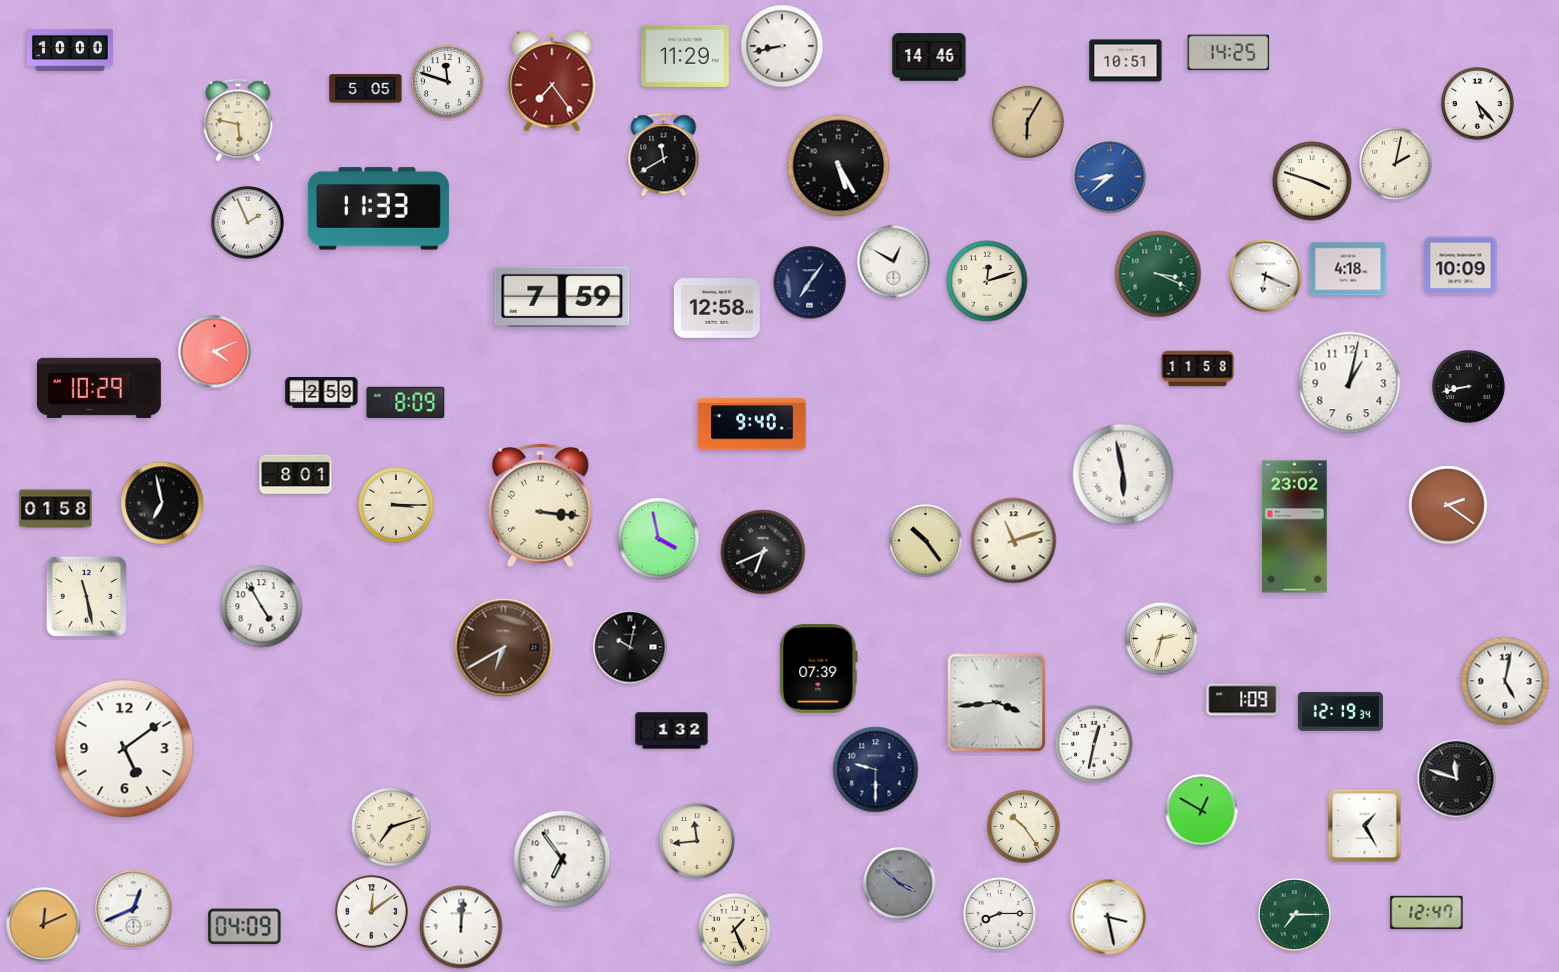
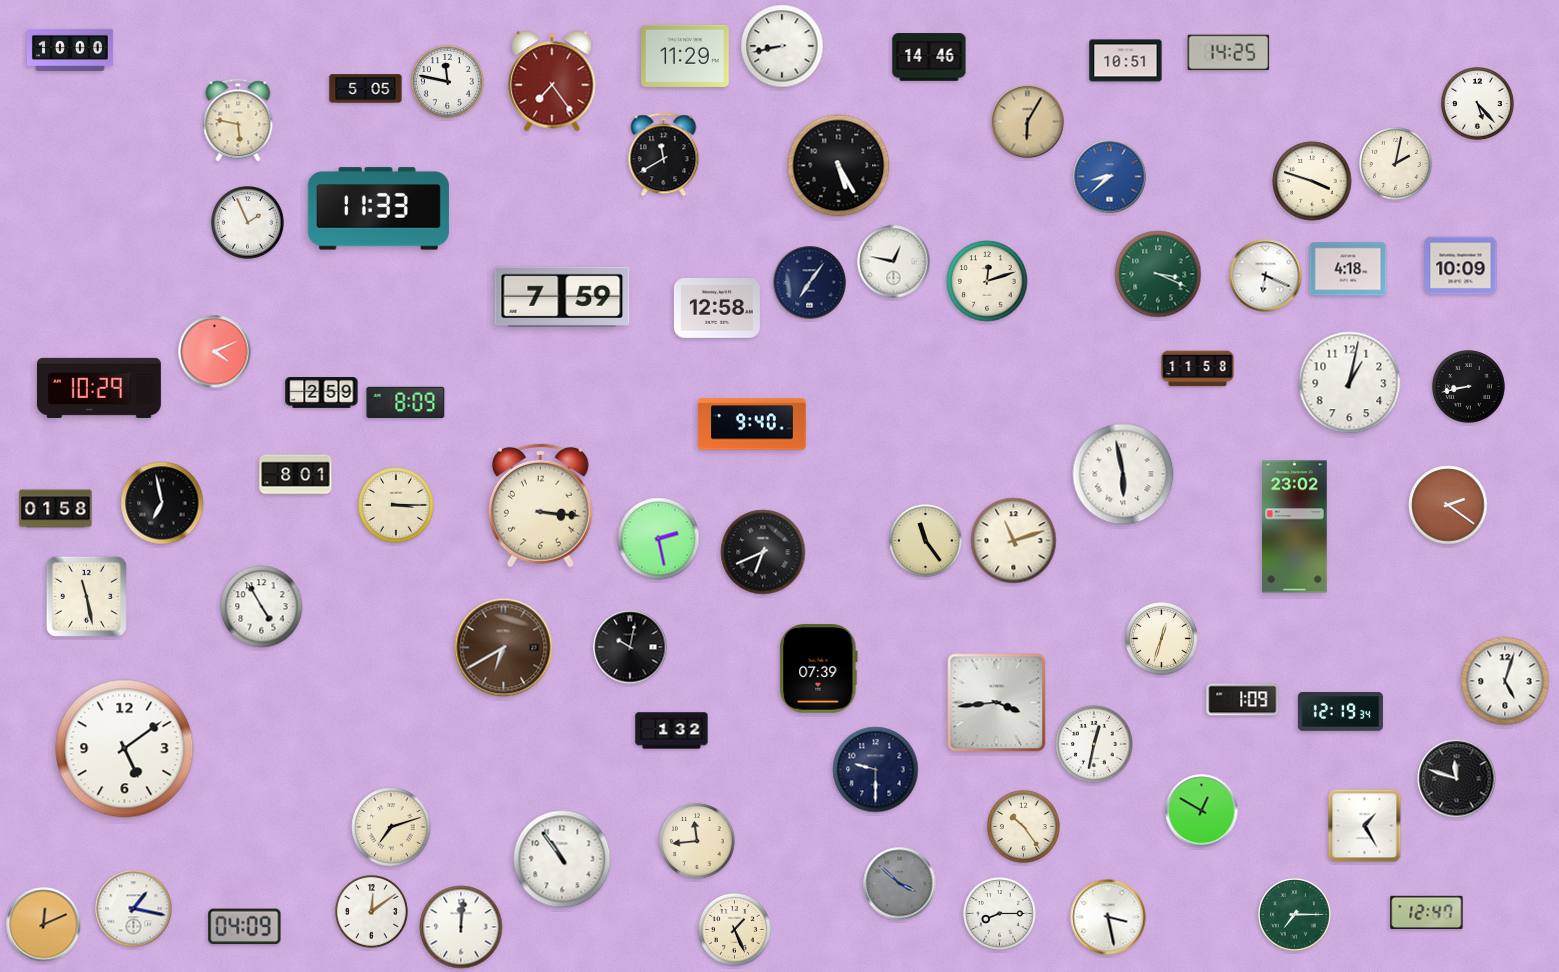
clock at (448, 82): 11:48 -> 11:47
clock at (894, 262): 12:50 -> 12:47
clock at (659, 539): 3:58 -> 2:28
clock at (926, 541): 10:24 -> 11:24
clock at (1162, 639): 2:33 -> 12:33
clock at (1505, 681): 5:02 -> 5:03
clock at (562, 859): 6:54 -> 10:54
clock at (134, 909): 12:41 -> 1:17
